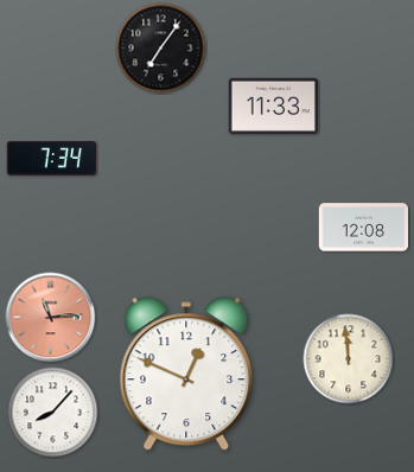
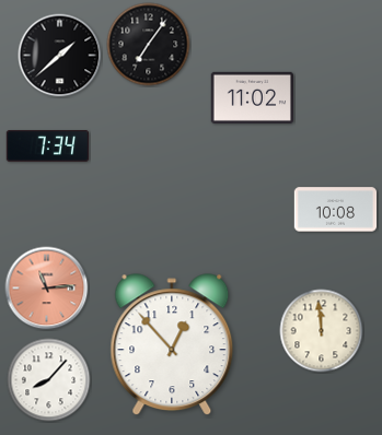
clock at (60, 56): none -> 1:38
clock at (273, 106): 11:33 -> 11:02
clock at (364, 228): 12:08 -> 10:08
clock at (51, 318) position: (51, 318) -> (47, 289)
clock at (186, 375): 12:49 -> 12:53
